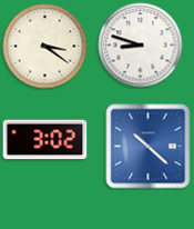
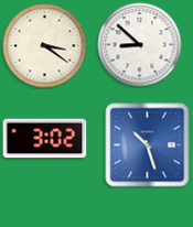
clock at (141, 46): 8:48 -> 8:52
clock at (149, 147): 10:22 -> 10:27
